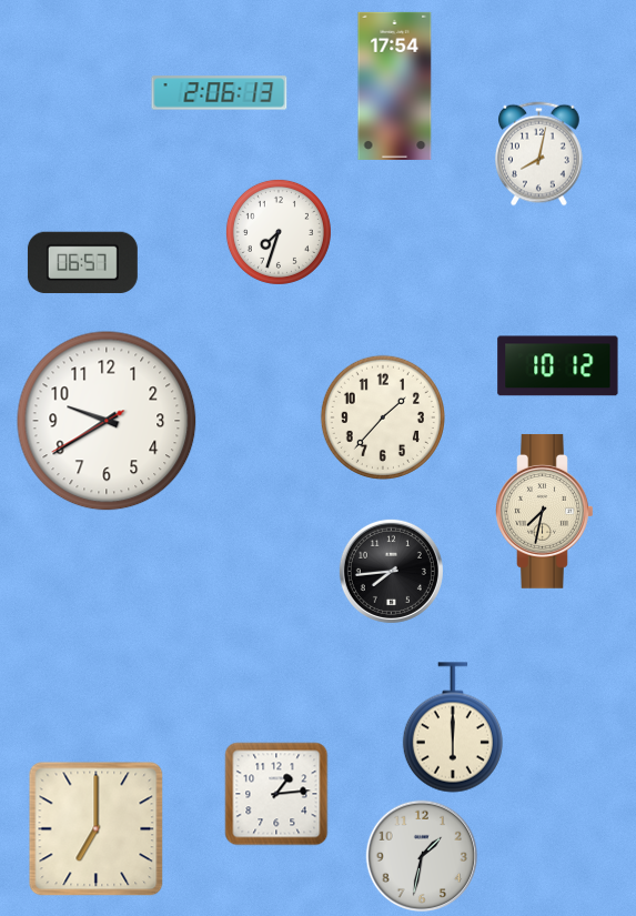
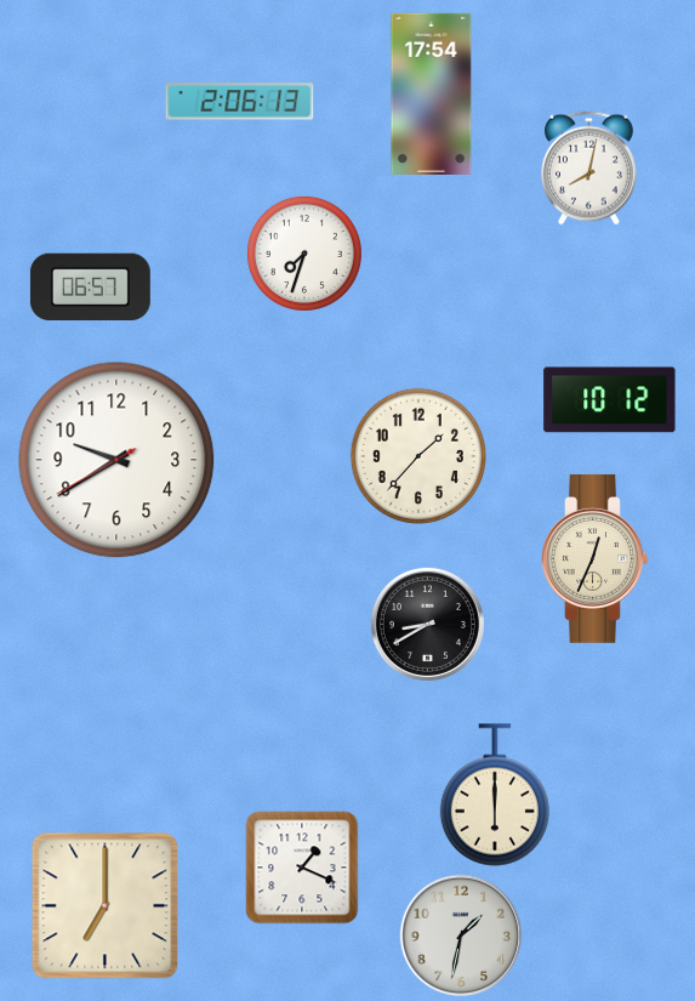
clock at (545, 511): 7:32 -> 12:34
clock at (391, 571): 7:44 -> 8:40
clock at (276, 794): 1:14 -> 1:19
